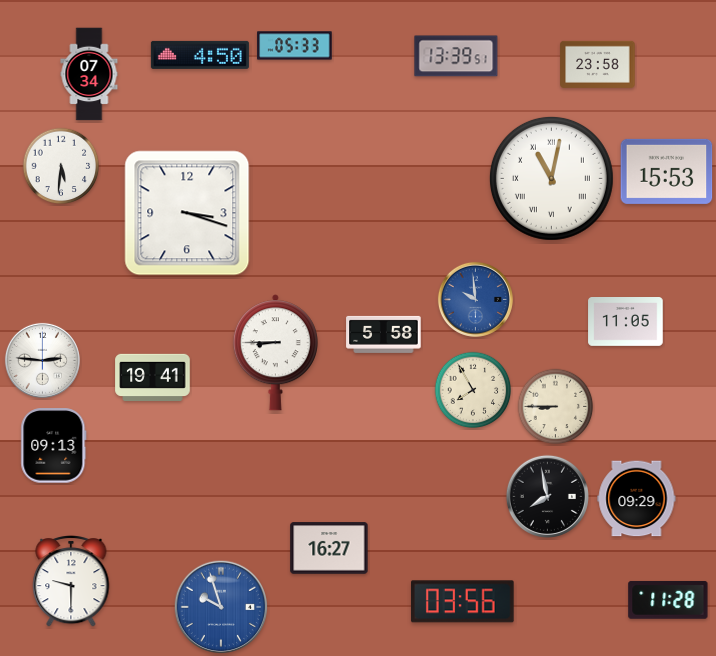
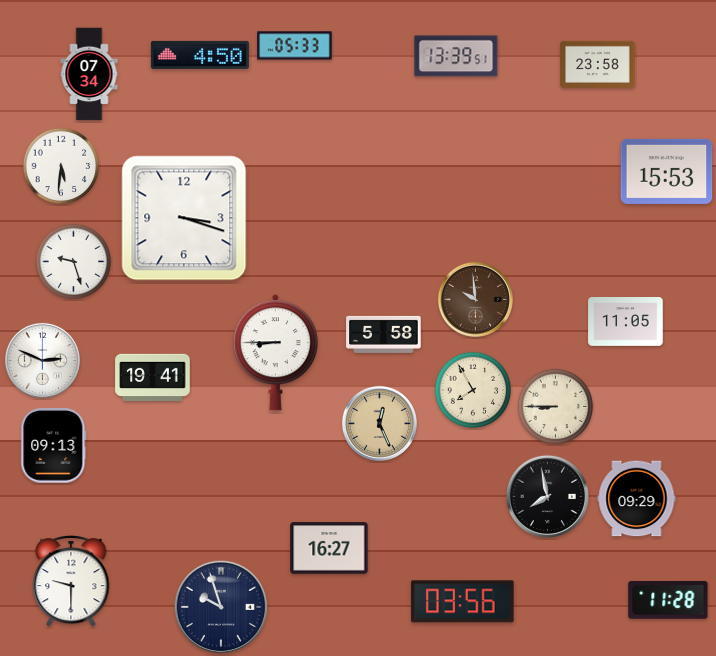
clock at (551, 178): 11:02 -> none
clock at (187, 213) position: (187, 213) -> (184, 218)
clock at (74, 262): none -> 9:27
clock at (475, 299) dial: blue -> brown
clock at (42, 360): 2:46 -> 2:49
clock at (379, 423): none -> 12:26
clock at (221, 607) dial: blue -> navy
